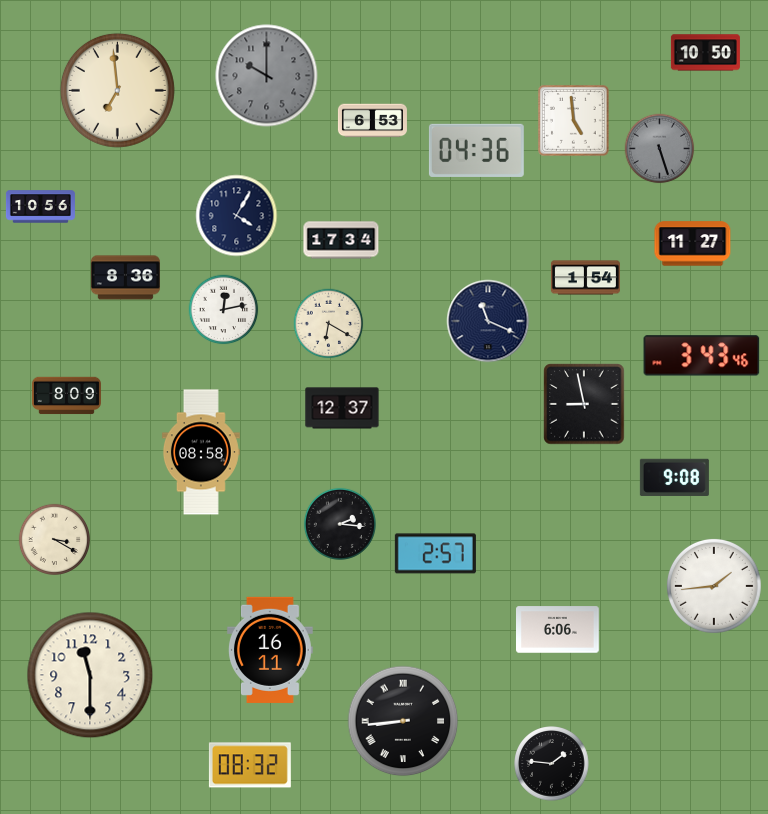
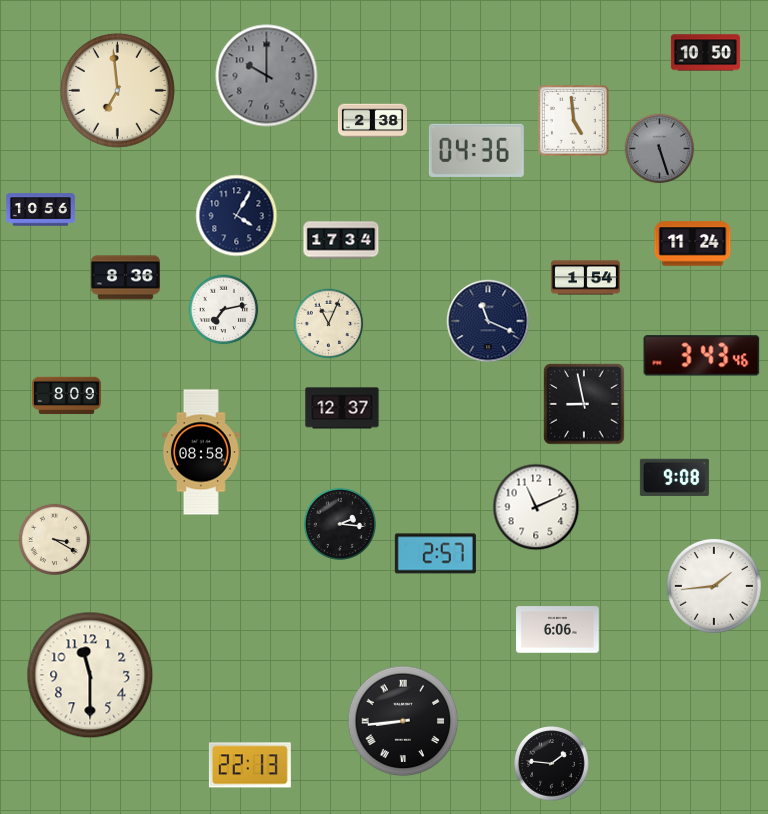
clock at (372, 121): 6:53 -> 2:38
clock at (40, 207) position: (40, 207) -> (40, 210)
clock at (693, 244): 11:27 -> 11:24
clock at (224, 310): 12:13 -> 7:13
clock at (329, 324): 6:20 -> 11:04
clock at (536, 507): none -> 11:11
clock at (270, 650): 16:11 -> none
clock at (250, 765): 08:32 -> 22:13
